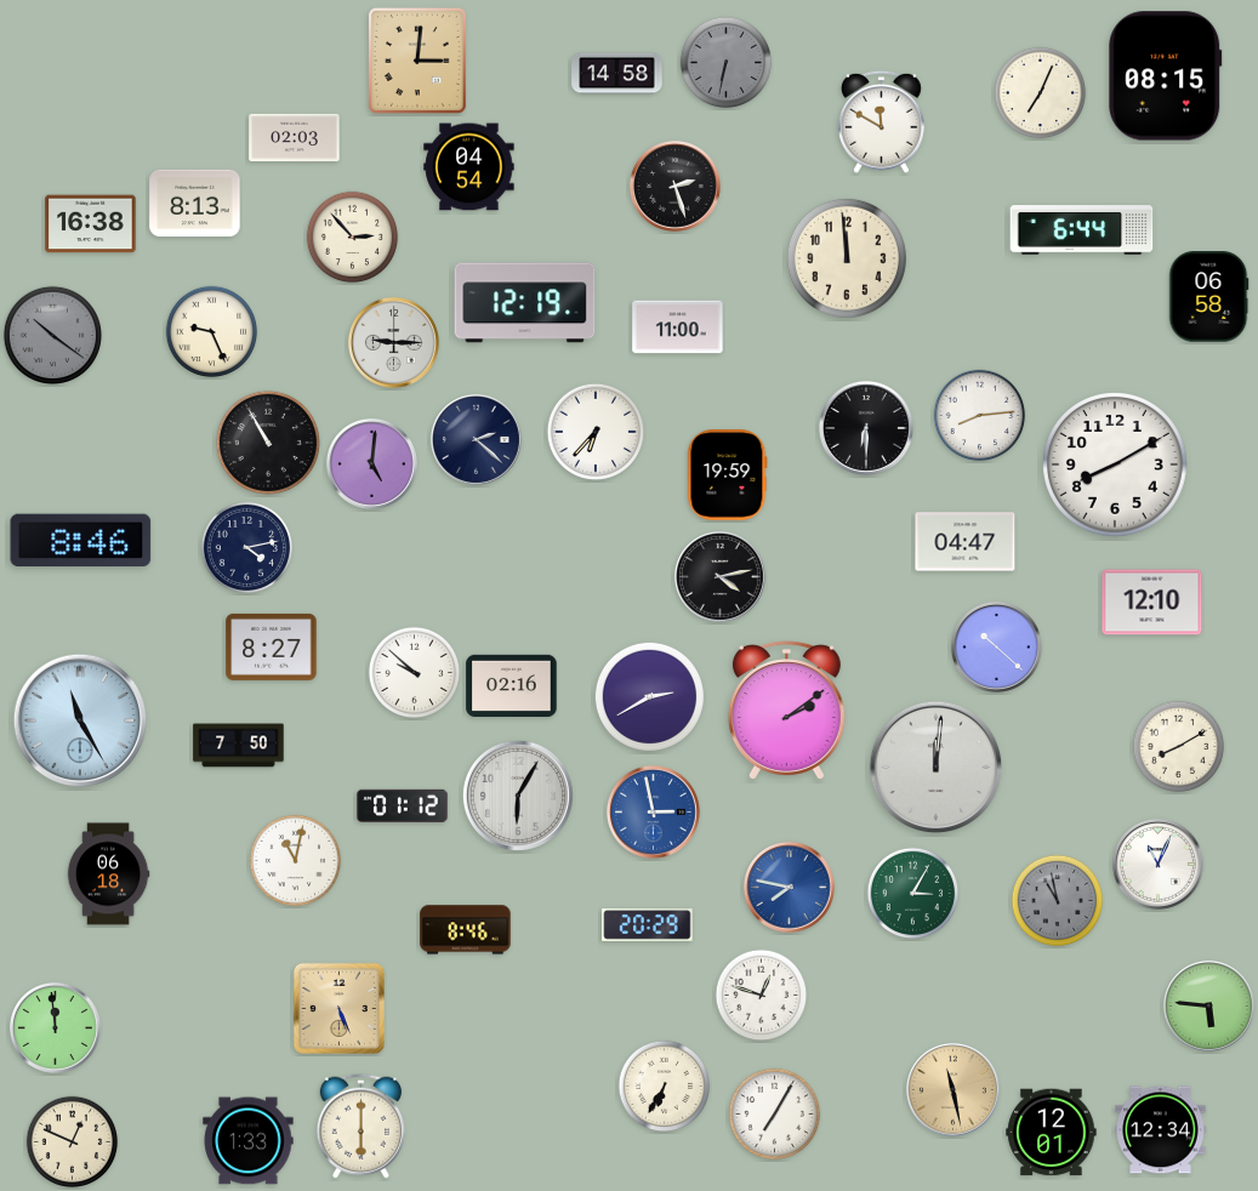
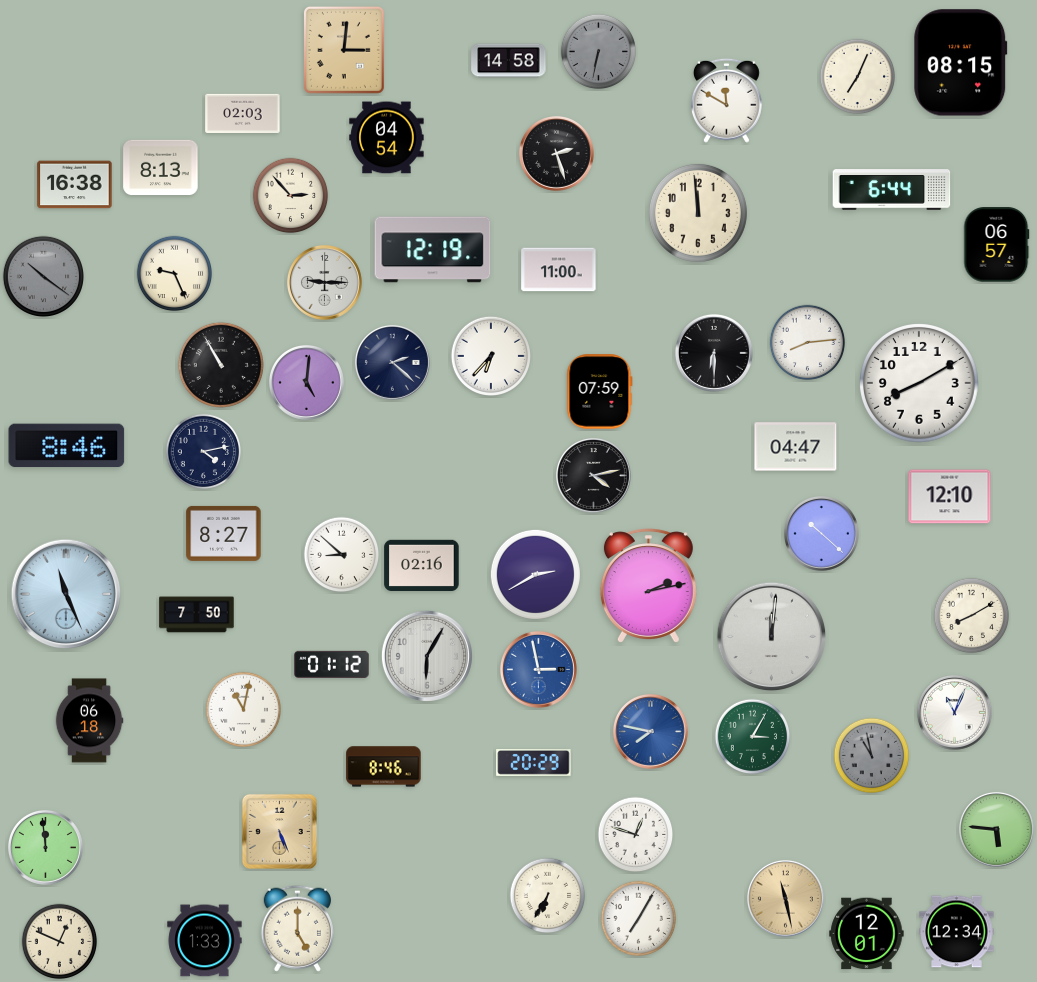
clock at (1209, 297): 06:58 -> 06:57
clock at (728, 475): 19:59 -> 07:59
clock at (415, 673): 9:52 -> 8:52
clock at (786, 711): 2:09 -> 2:13
clock at (80, 720): 11:25 -> 11:26
clock at (937, 768) position: (937, 768) -> (772, 637)
clock at (1058, 901) position: (1058, 901) -> (872, 756)
clock at (762, 996) position: (762, 996) -> (636, 835)
clock at (360, 1126): 6:00 -> 5:00
